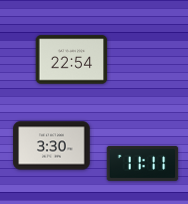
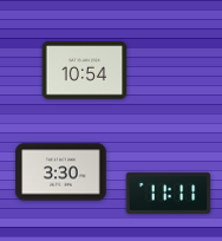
clock at (72, 60): 22:54 -> 10:54
